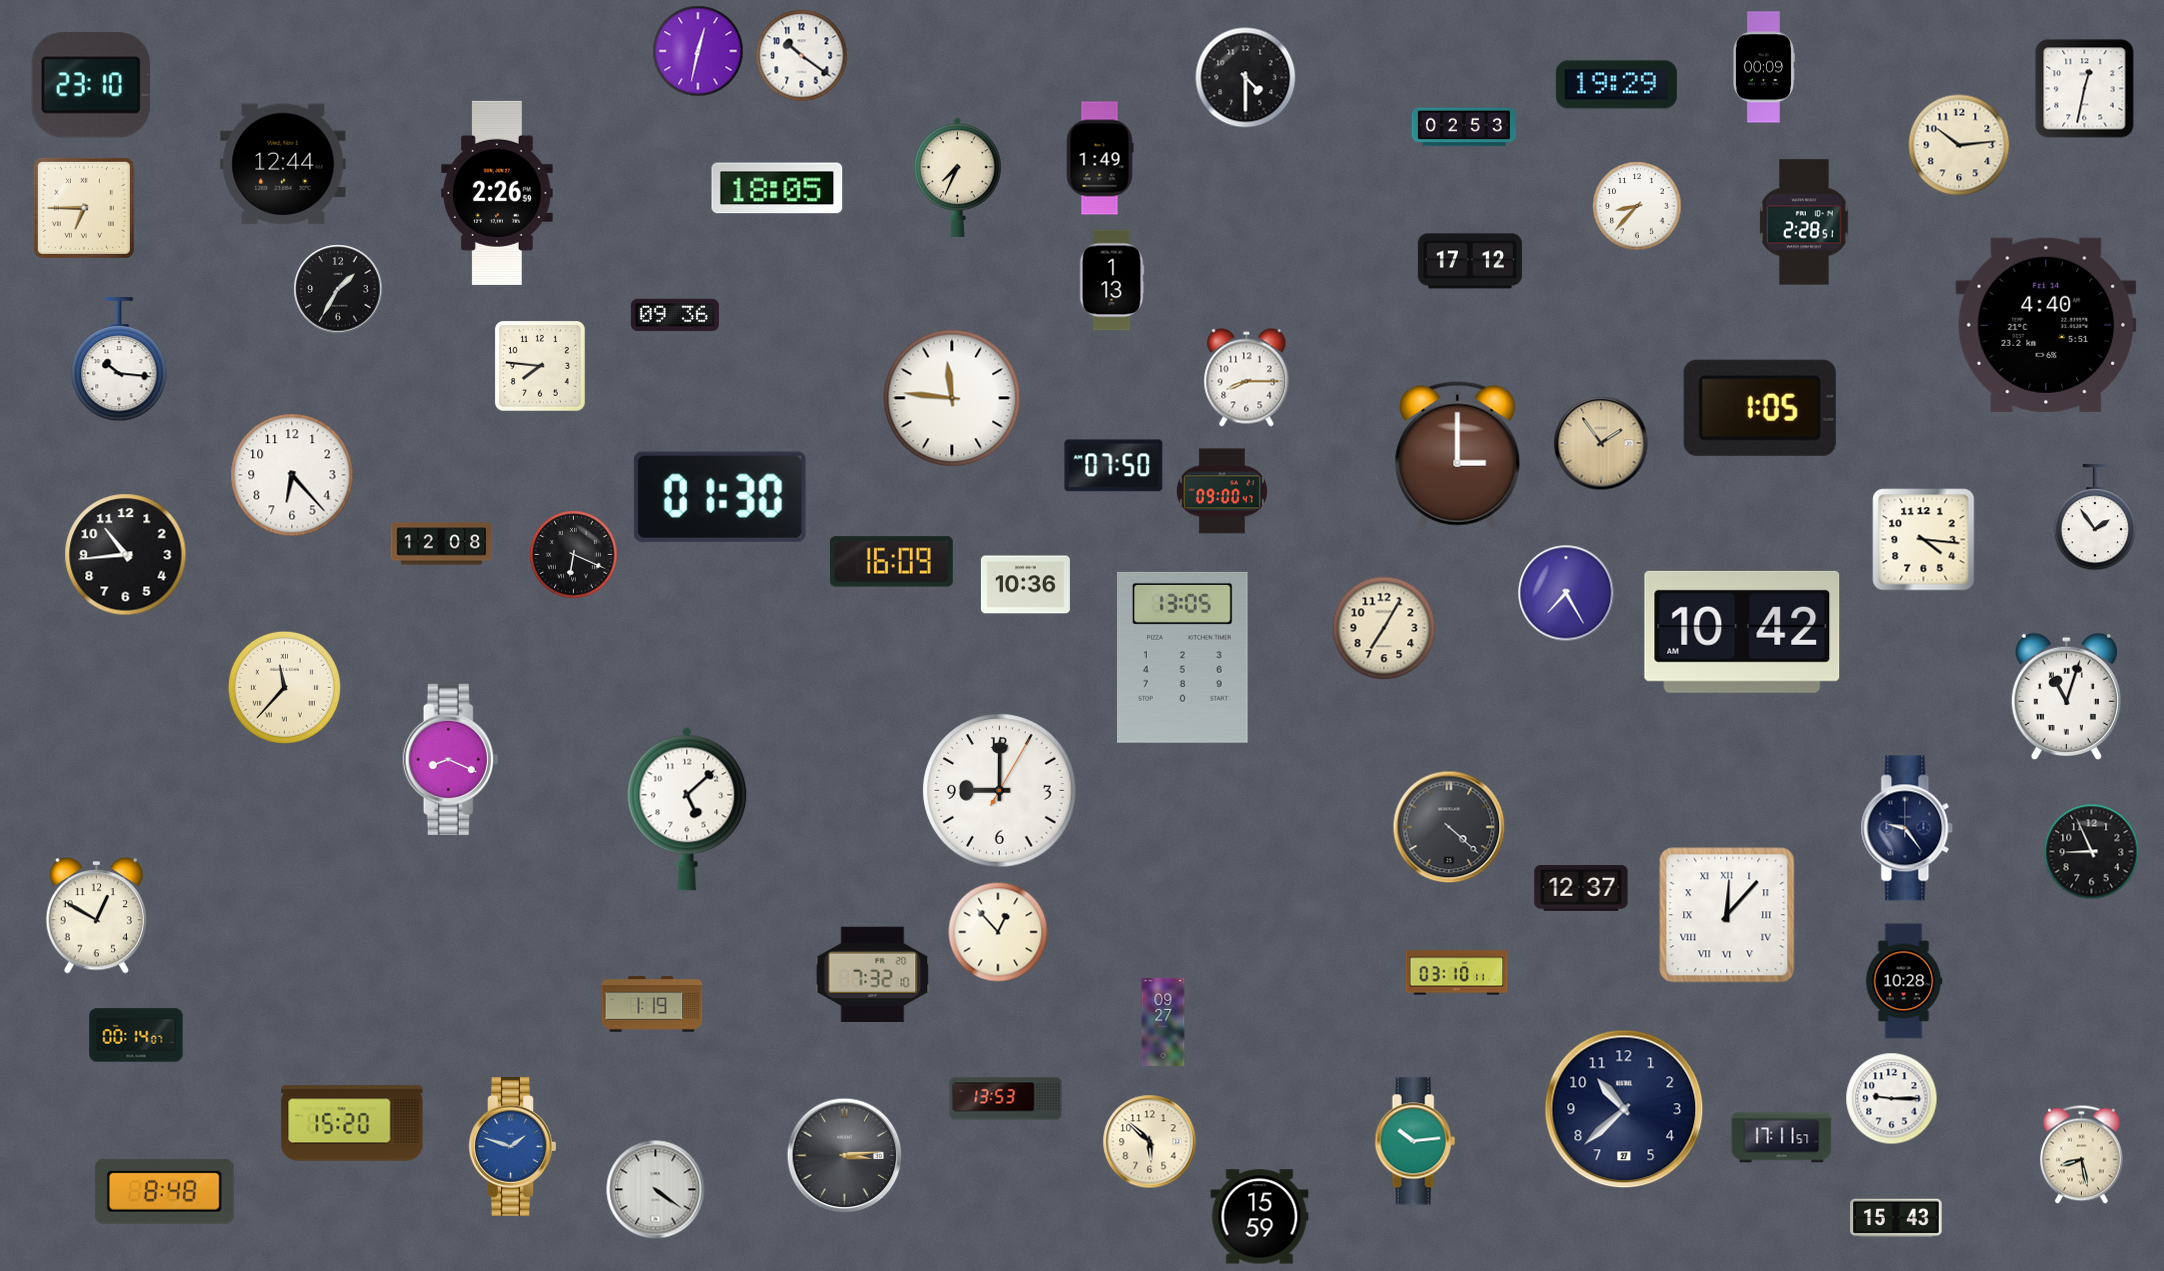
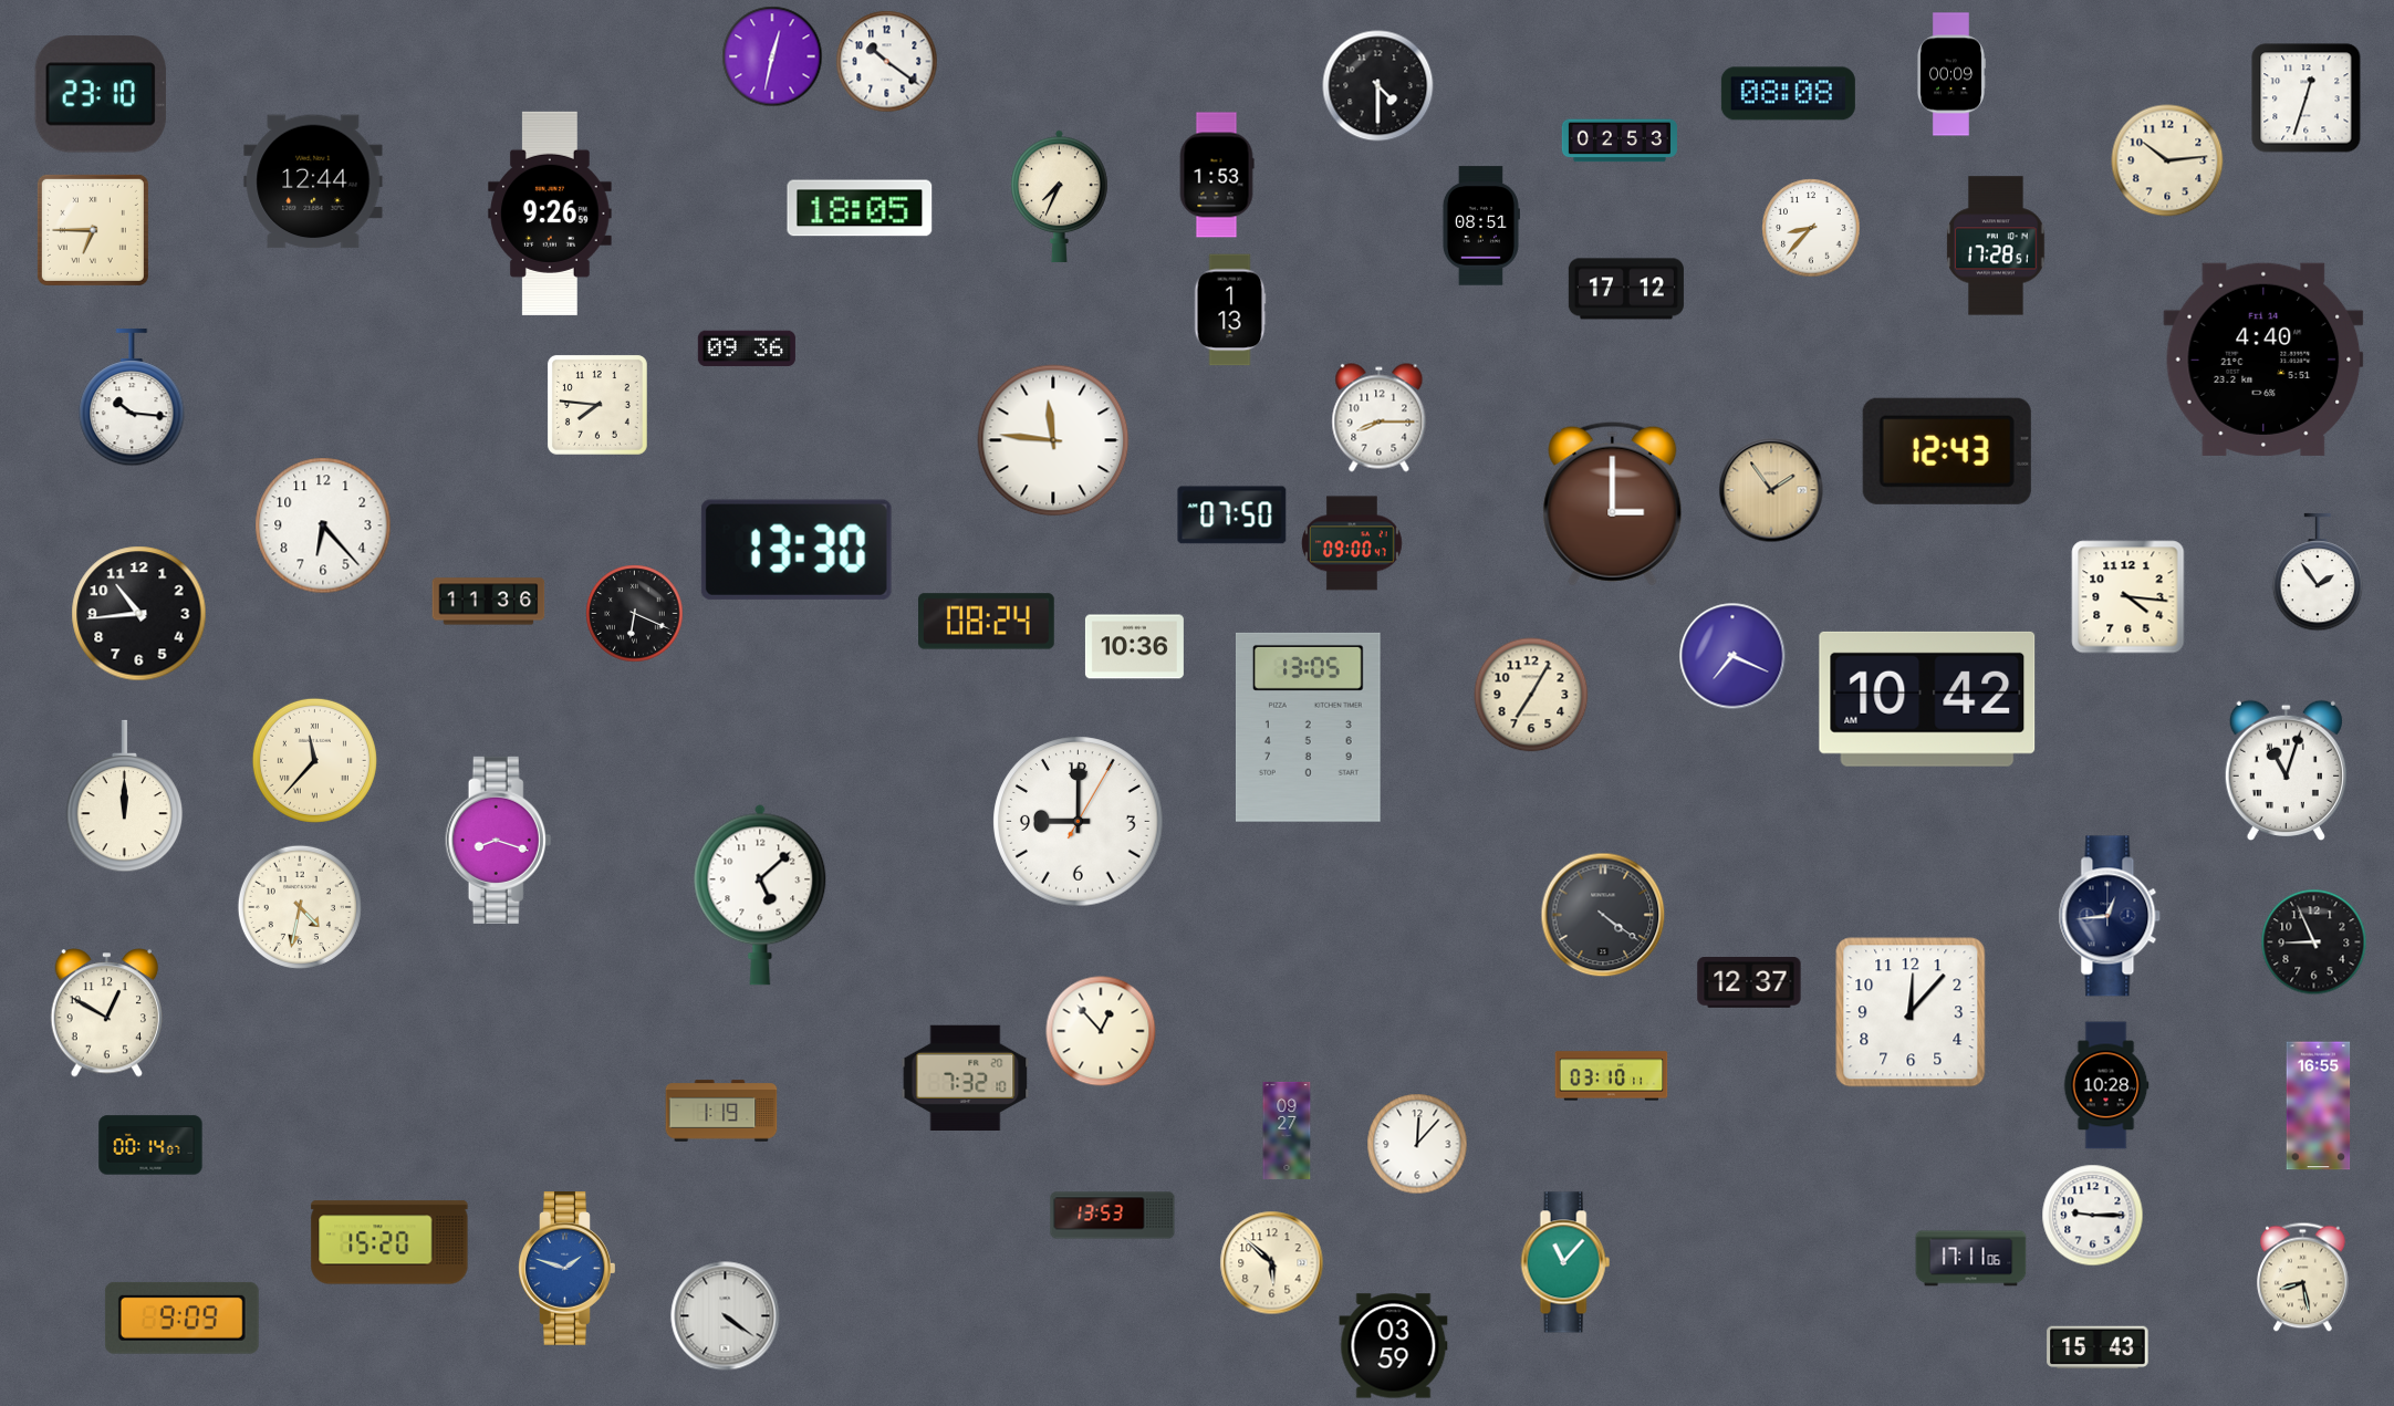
clock at (1616, 85): 19:29 -> 08:08
clock at (2085, 89): 12:32 -> 12:33
clock at (1100, 158): 1:49 -> 1:53
clock at (497, 193): 2:26 -> 9:26
clock at (1480, 226): none -> 08:51
clock at (1804, 222): 2:28 -> 17:28
clock at (338, 289): 1:35 -> none
clock at (1760, 408): 1:05 -> 12:43
clock at (720, 497): 01:30 -> 13:30
clock at (442, 544): 12:08 -> 11:36
clock at (892, 562): 16:09 -> 08:24
clock at (1566, 593): 7:25 -> 7:19
clock at (125, 796): none -> 12:00
clock at (451, 759): 8:19 -> 8:18
clock at (1000, 791) position: (1000, 791) -> (1079, 822)
clock at (300, 907): none -> 4:32
clock at (1449, 827): 4:22 -> 4:21
clock at (1907, 828): 9:24 -> 12:44
clock at (1727, 915) numerals: Roman -> Arabic
clock at (998, 932) position: (998, 932) -> (1101, 1031)
clock at (2319, 1106): none -> 16:55
clock at (1417, 1144): none -> 12:07
clock at (1624, 1109): 10:38 -> none
clock at (1782, 1138): 17:11:57 -> 17:11:06
clock at (1415, 1141): 10:14 -> 11:07
clock at (845, 1156): 3:14 -> none
clock at (164, 1191): 8:48 -> 9:09
clock at (1260, 1217): 15:59 -> 03:59
